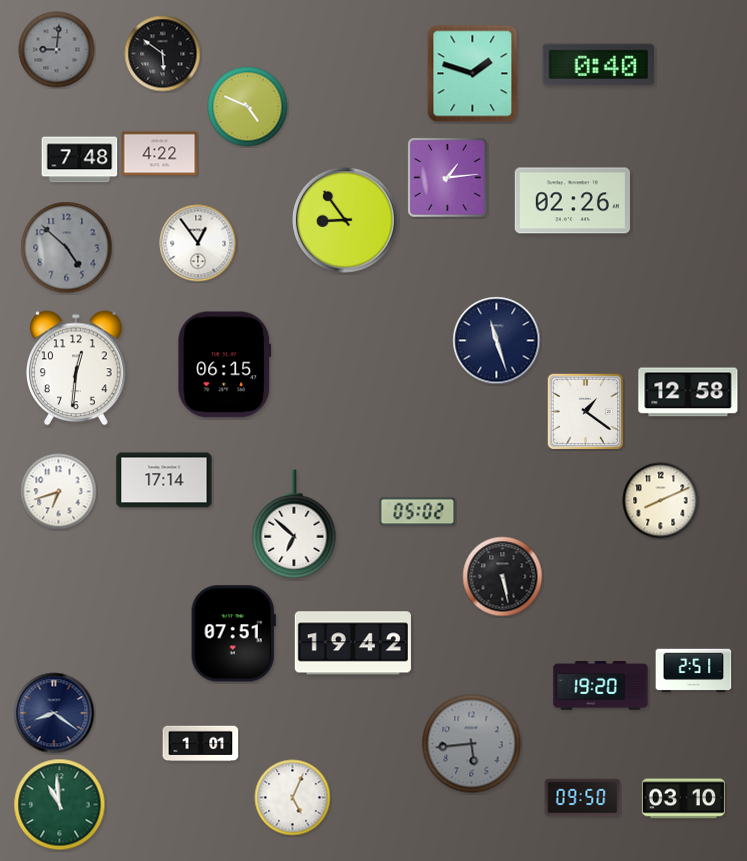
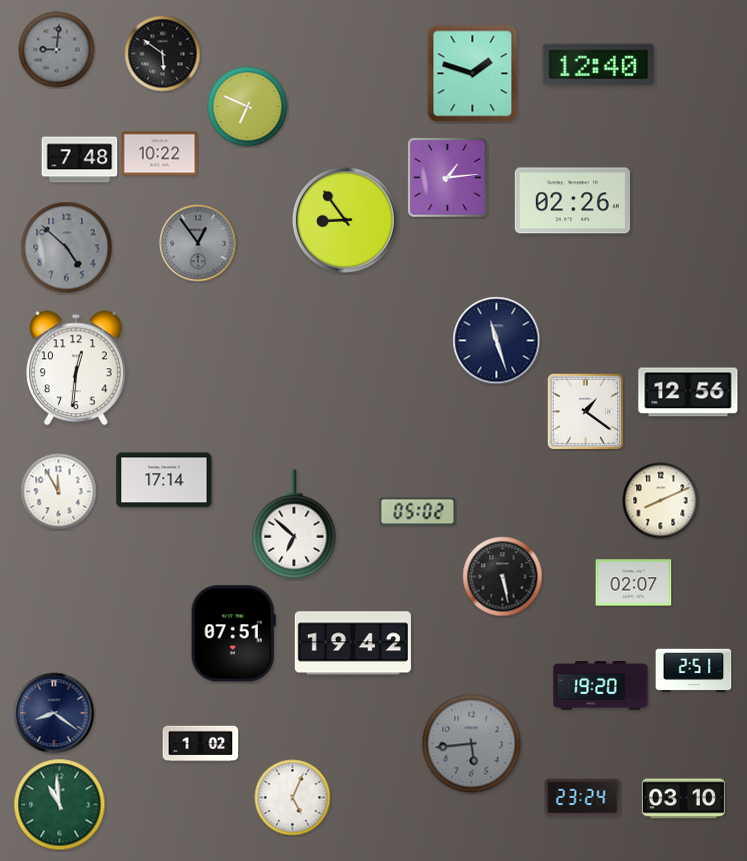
clock at (599, 65): 0:40 -> 12:40
clock at (248, 107): 4:49 -> 6:49
clock at (160, 154): 4:22 -> 10:22
clock at (198, 243) dial: white -> grey
clock at (225, 365): 06:15 -> none
clock at (688, 392): 12:58 -> 12:56
clock at (59, 492): 6:42 -> 11:55
clock at (634, 583): none -> 02:07
clock at (201, 744): 1:01 -> 1:02
clock at (583, 798): 09:50 -> 23:24
